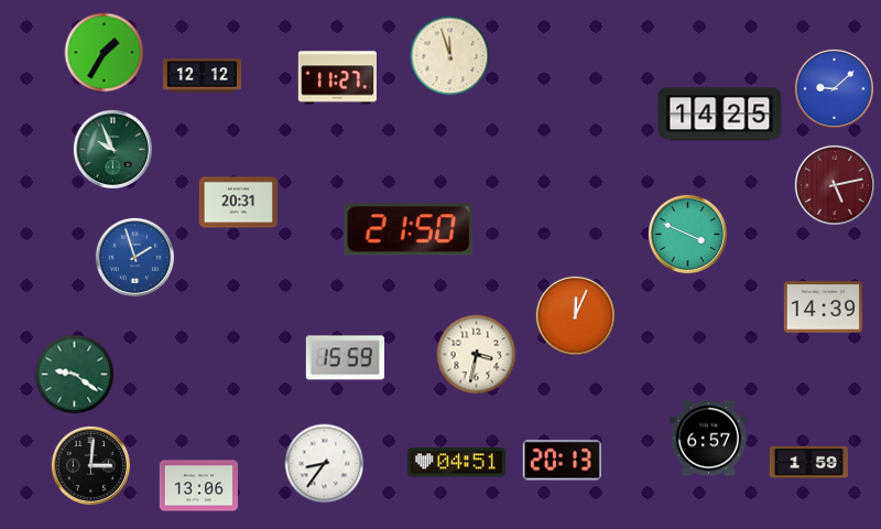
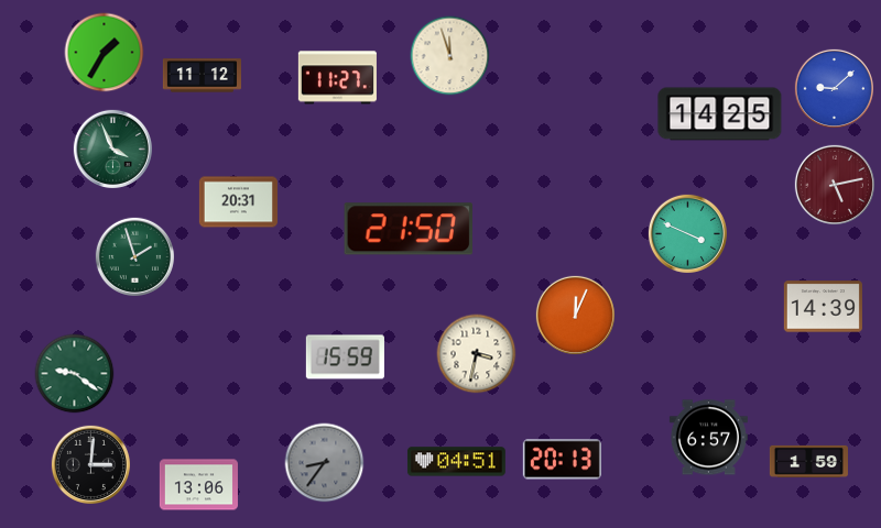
clock at (202, 76): 12:12 -> 11:12
clock at (112, 149): 9:56 -> 3:56
clock at (134, 257) dial: blue -> green
clock at (325, 464) dial: white -> grey
